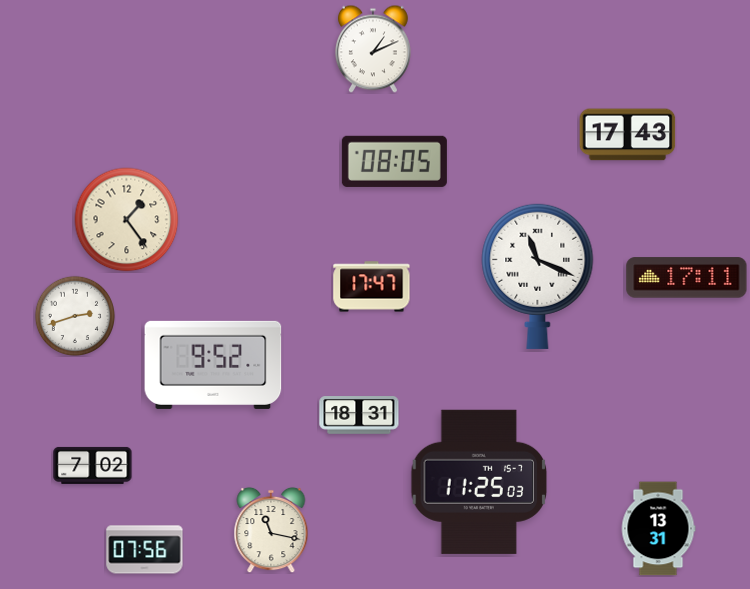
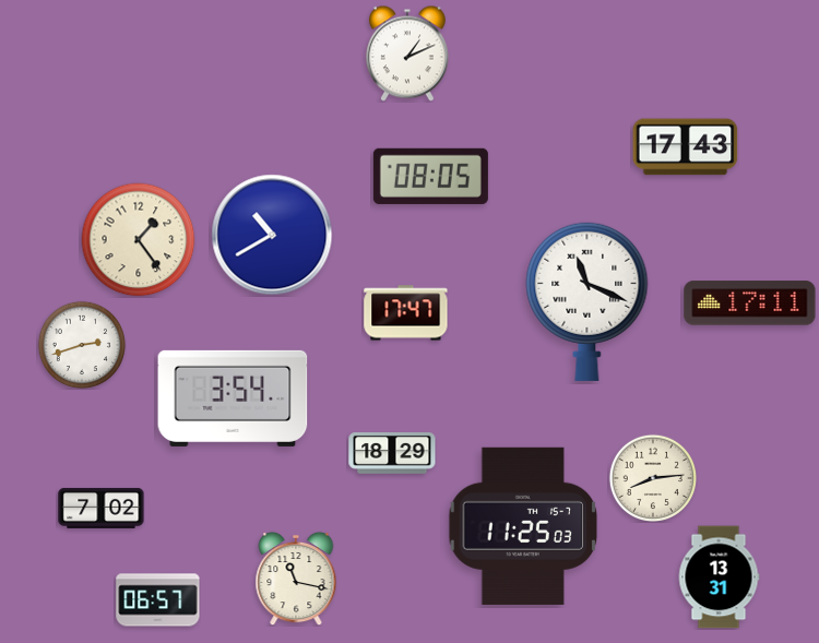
clock at (272, 235): none -> 10:40
clock at (213, 365): 9:52 -> 3:54
clock at (359, 416): 18:31 -> 18:29
clock at (652, 477): none -> 8:14
clock at (145, 550): 07:56 -> 06:57
